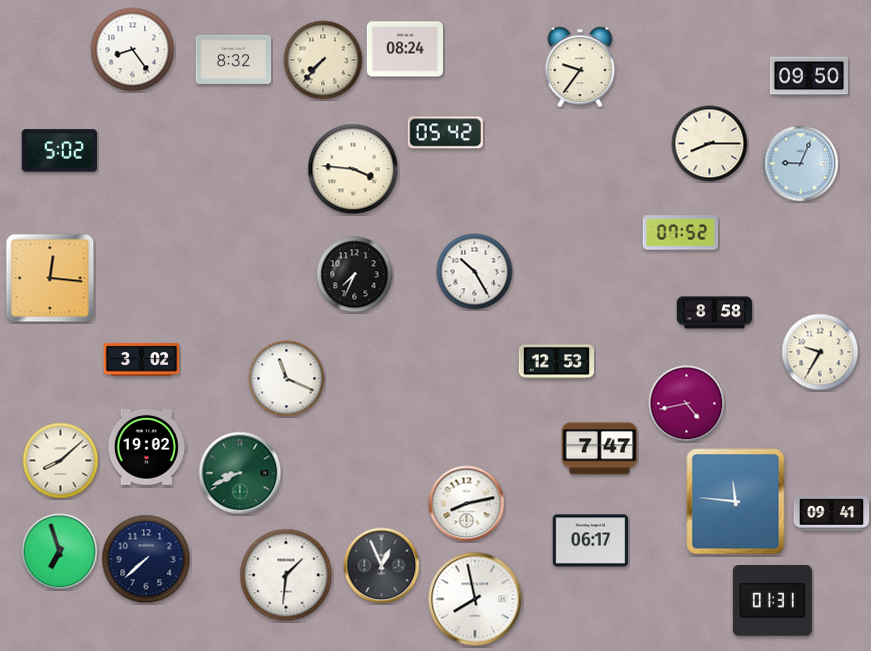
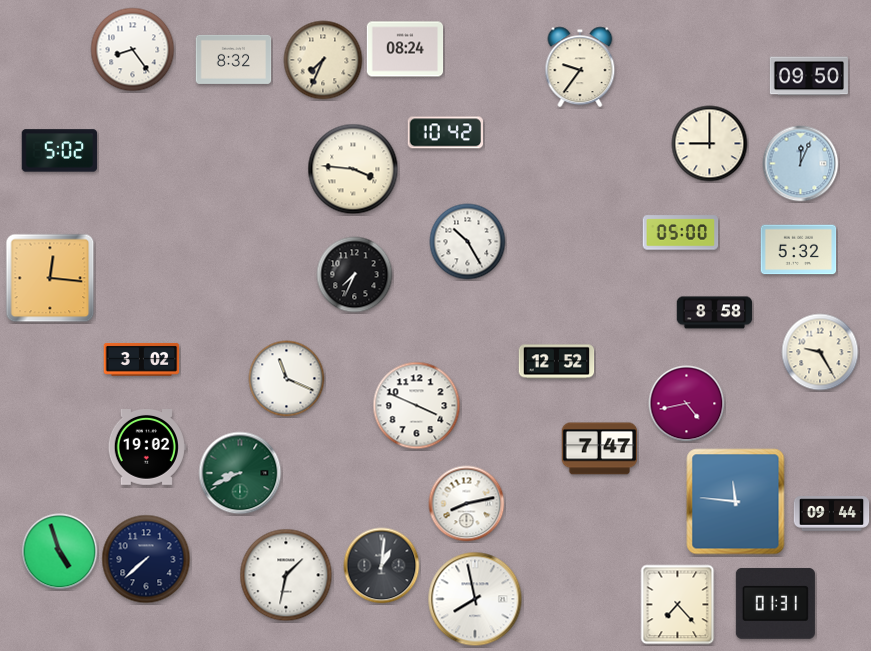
clock at (323, 60): 7:37 -> 7:34
clock at (445, 133): 05:42 -> 10:42
clock at (710, 144): 8:15 -> 9:00
clock at (801, 164): 9:04 -> 12:04
clock at (681, 233): 07:52 -> 05:00
clock at (799, 250): none -> 5:32
clock at (475, 272) position: (475, 272) -> (468, 242)
clock at (820, 352): 9:35 -> 9:25
clock at (557, 362): 12:53 -> 12:52
clock at (417, 406): none -> 3:49
clock at (61, 461): 8:08 -> none
clock at (832, 514): 09:41 -> 09:44
clock at (591, 541): 06:17 -> none
clock at (60, 552): 6:57 -> 4:57
clock at (382, 566): 12:56 -> 1:01
clock at (286, 575): 1:31 -> 1:32
clock at (772, 600) position: (772, 600) -> (775, 603)
clock at (678, 605): none -> 7:23
